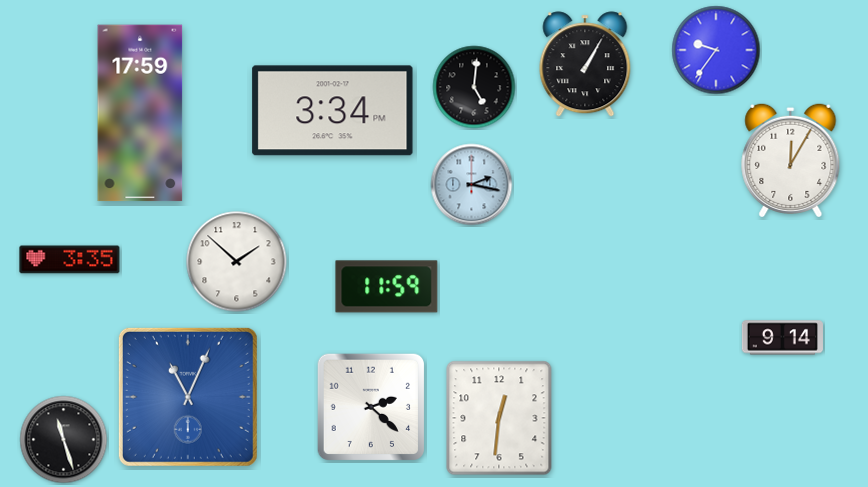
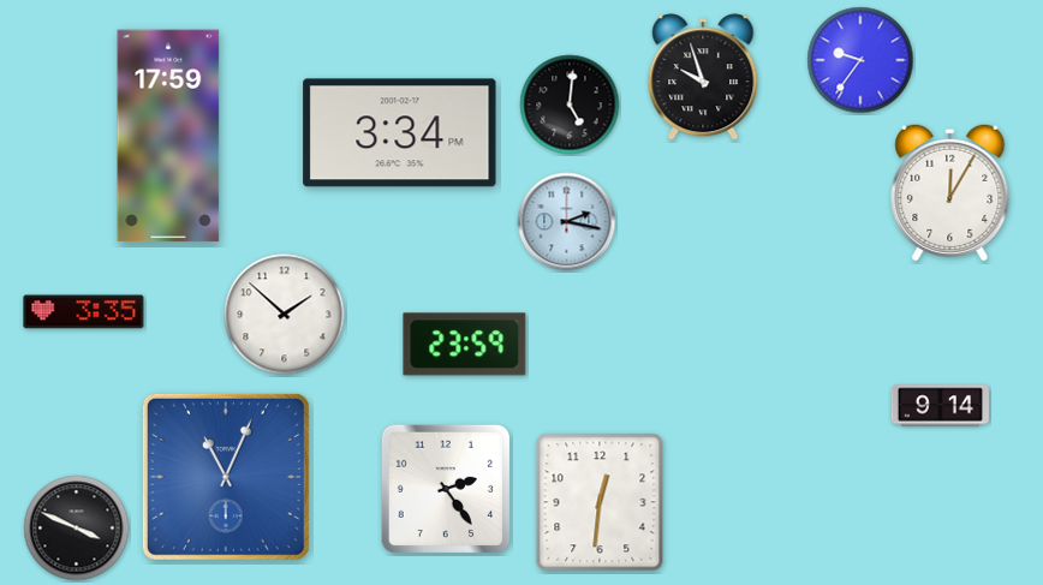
clock at (585, 64): 1:05 -> 9:57
clock at (387, 287): 11:59 -> 23:59
clock at (370, 406): 2:22 -> 2:24
clock at (64, 440): 11:27 -> 3:49
